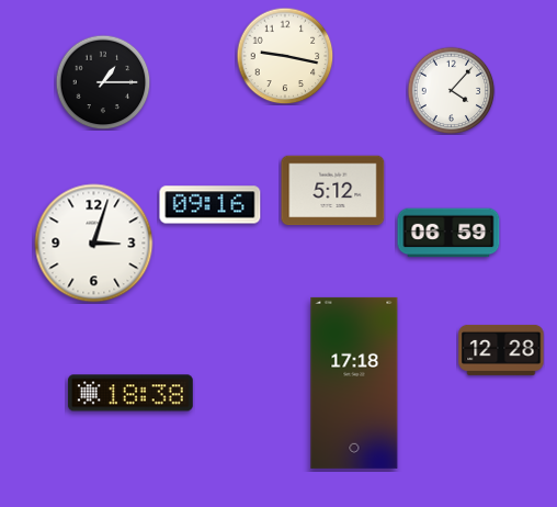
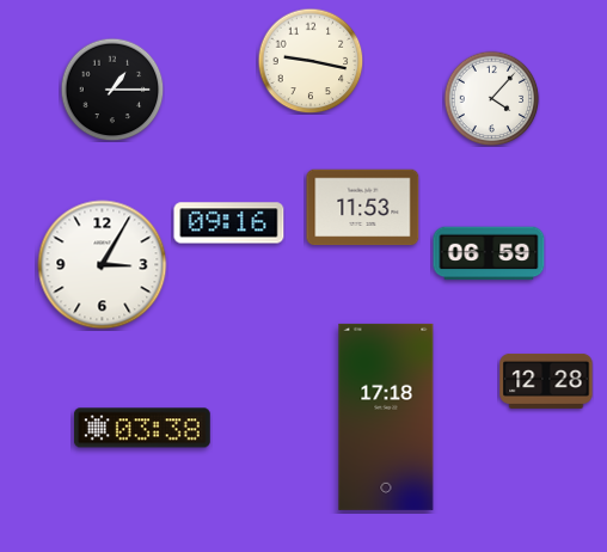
clock at (333, 191): 5:12 -> 11:53
clock at (94, 244): 3:03 -> 3:05
clock at (130, 393): 18:38 -> 03:38
